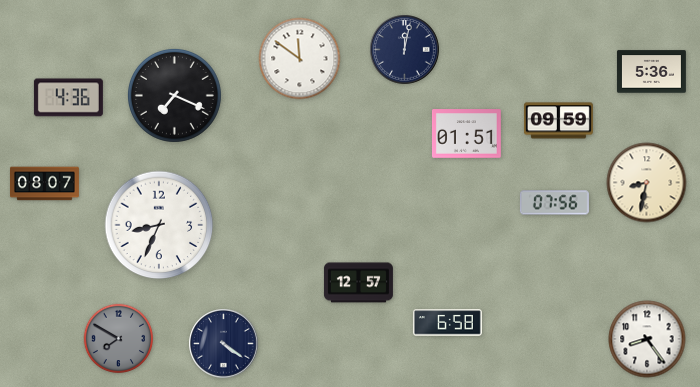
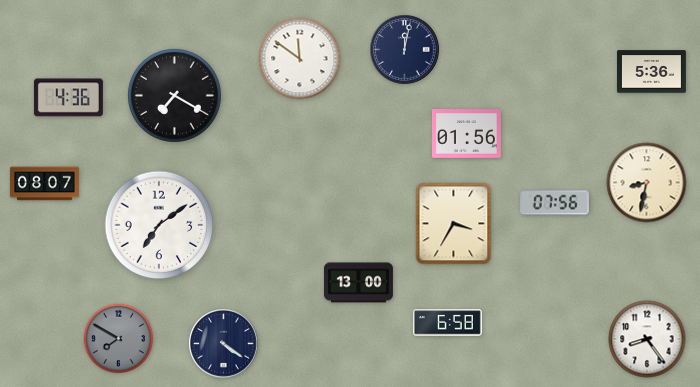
clock at (174, 95): 7:19 -> 7:20
clock at (558, 121): 09:59 -> none
clock at (466, 134): 01:51 -> 01:56
clock at (454, 224): none -> 3:35
clock at (159, 225): 8:34 -> 7:09
clock at (358, 283): 12:57 -> 13:00
